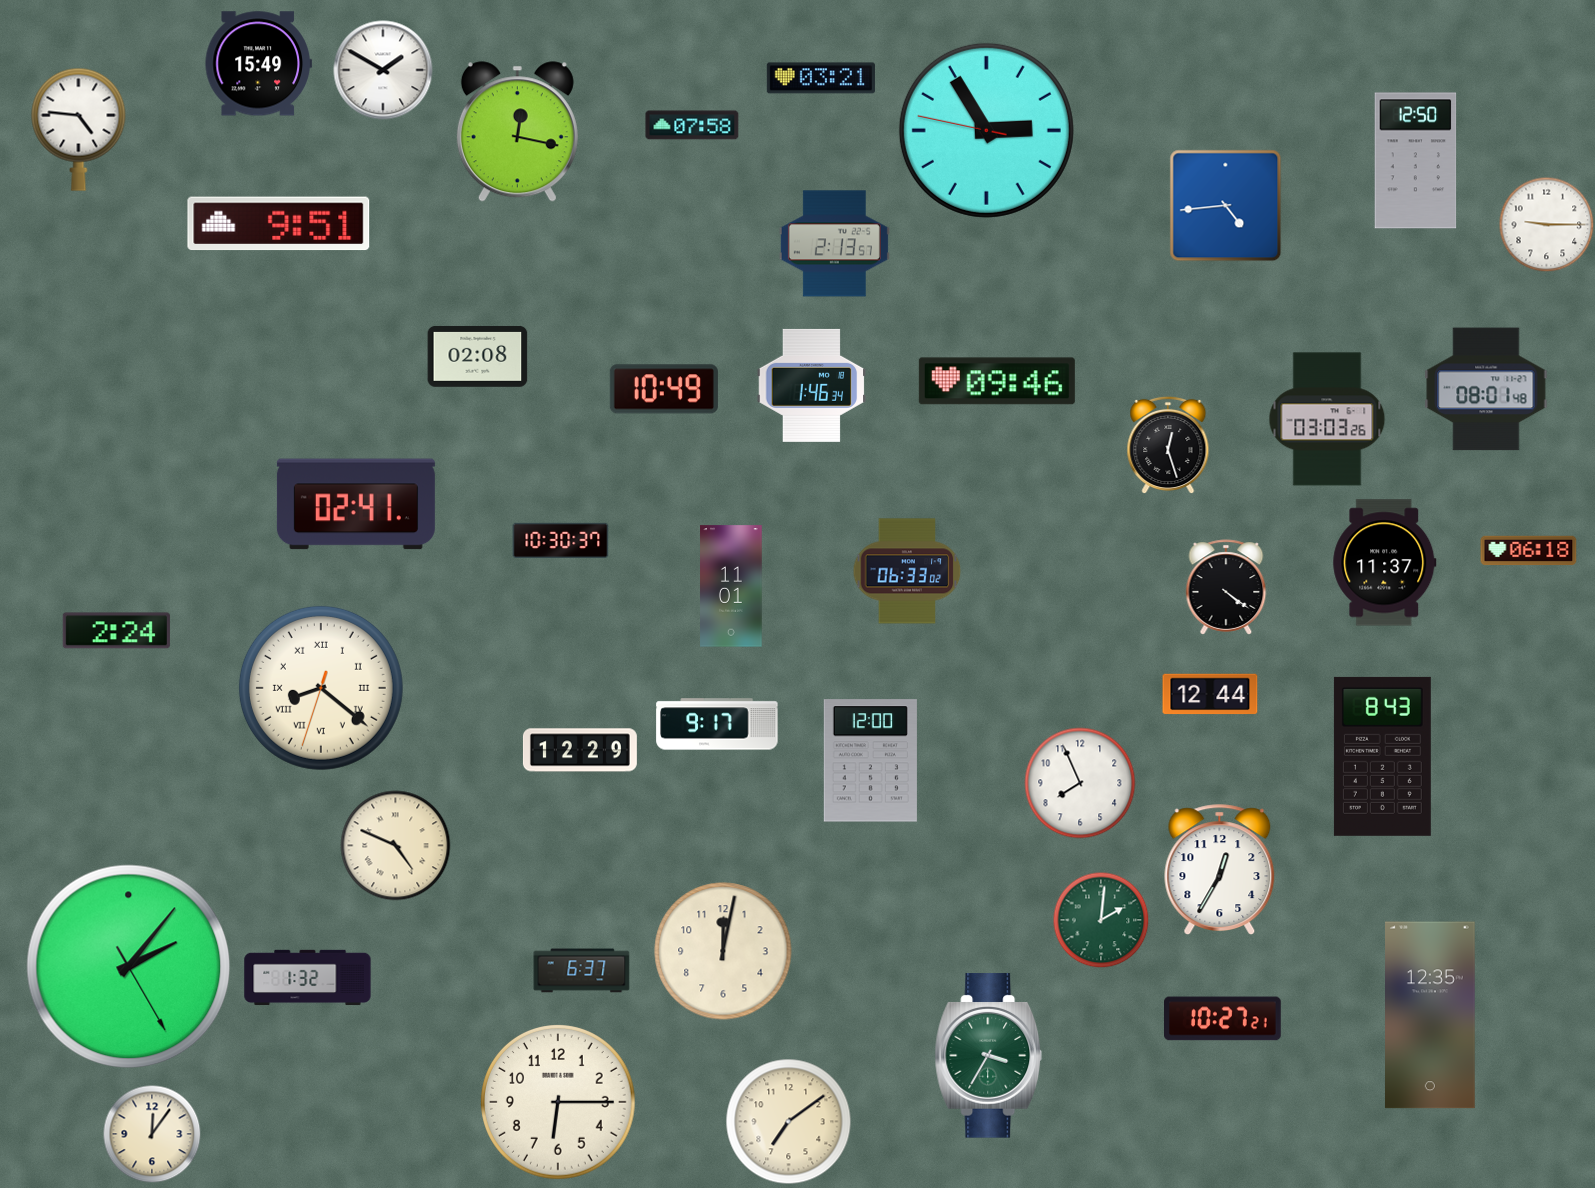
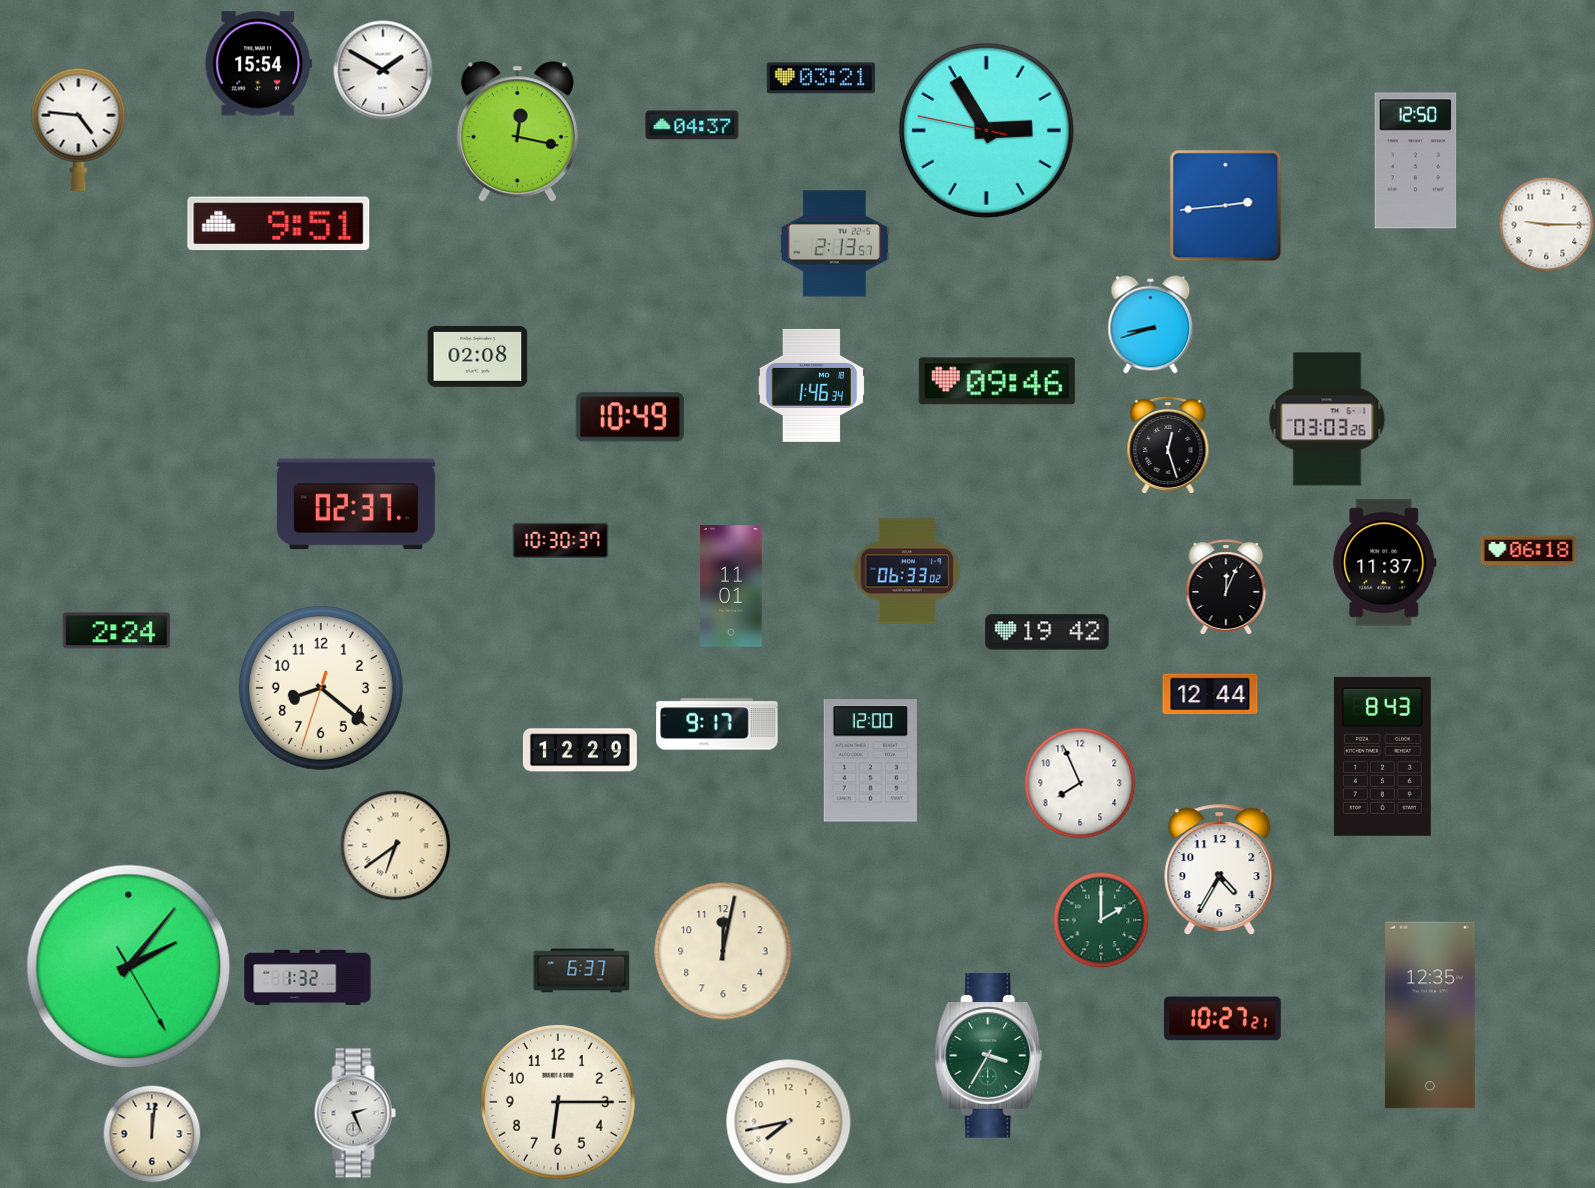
clock at (258, 64): 15:49 -> 15:54
clock at (692, 125): 07:58 -> 04:37
clock at (1226, 206): 4:44 -> 2:44
clock at (1151, 325): none -> 8:42
clock at (664, 389) position: (664, 389) -> (630, 417)
clock at (1486, 389): 08:01 -> none
clock at (356, 504): 02:41 -> 02:37
clock at (1226, 587): 4:21 -> 12:04
clock at (1047, 632): none -> 19:42
clock at (321, 688) numerals: Roman -> Arabic
clock at (396, 846): 4:49 -> 6:39
clock at (1220, 869): 12:35 -> 4:35
clock at (1101, 920): 2:01 -> 2:00
clock at (355, 1113): none -> 2:26
clock at (789, 1122): 7:09 -> 7:43
clock at (152, 1134): 12:06 -> 12:01
